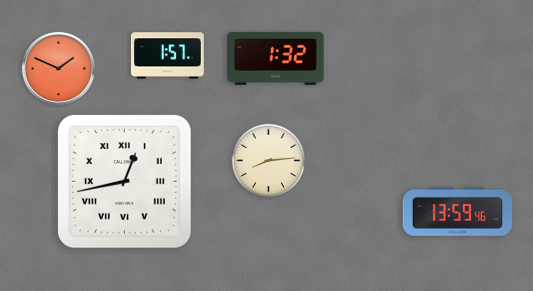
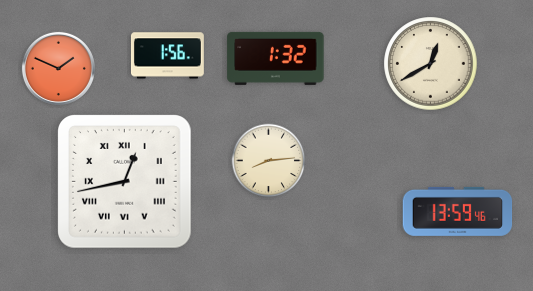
clock at (167, 56): 1:57 -> 1:56
clock at (431, 64): none -> 12:40
